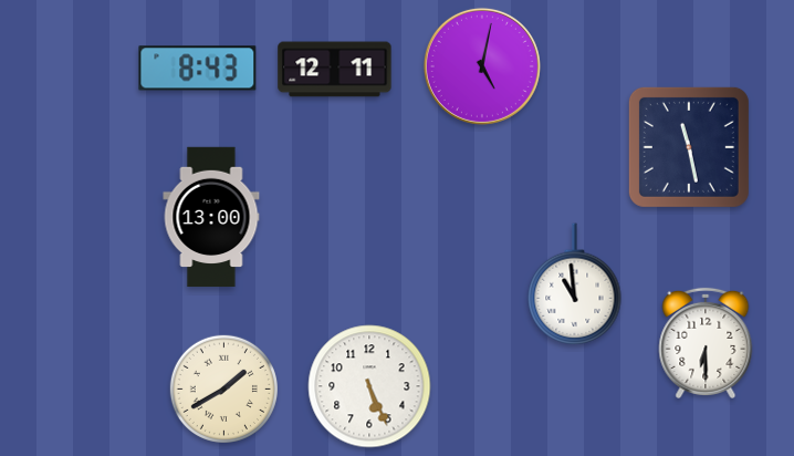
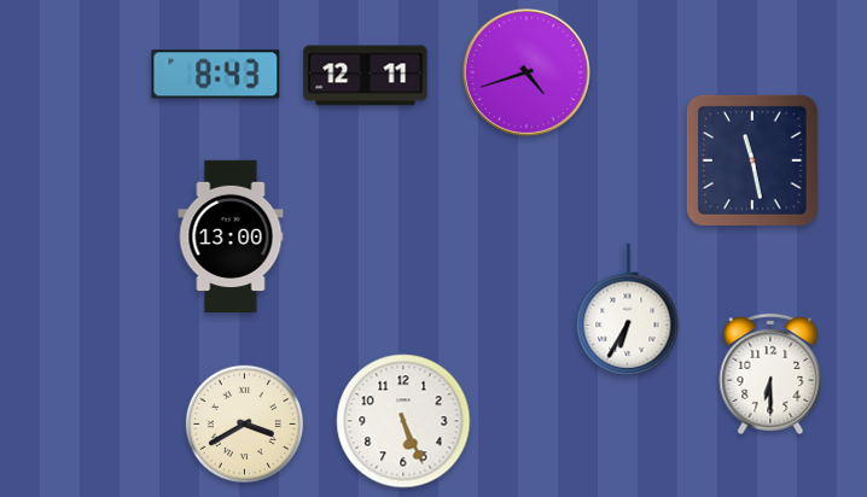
clock at (482, 66): 5:02 -> 4:42
clock at (575, 284): 10:59 -> 6:35
clock at (223, 388): 1:40 -> 3:40
